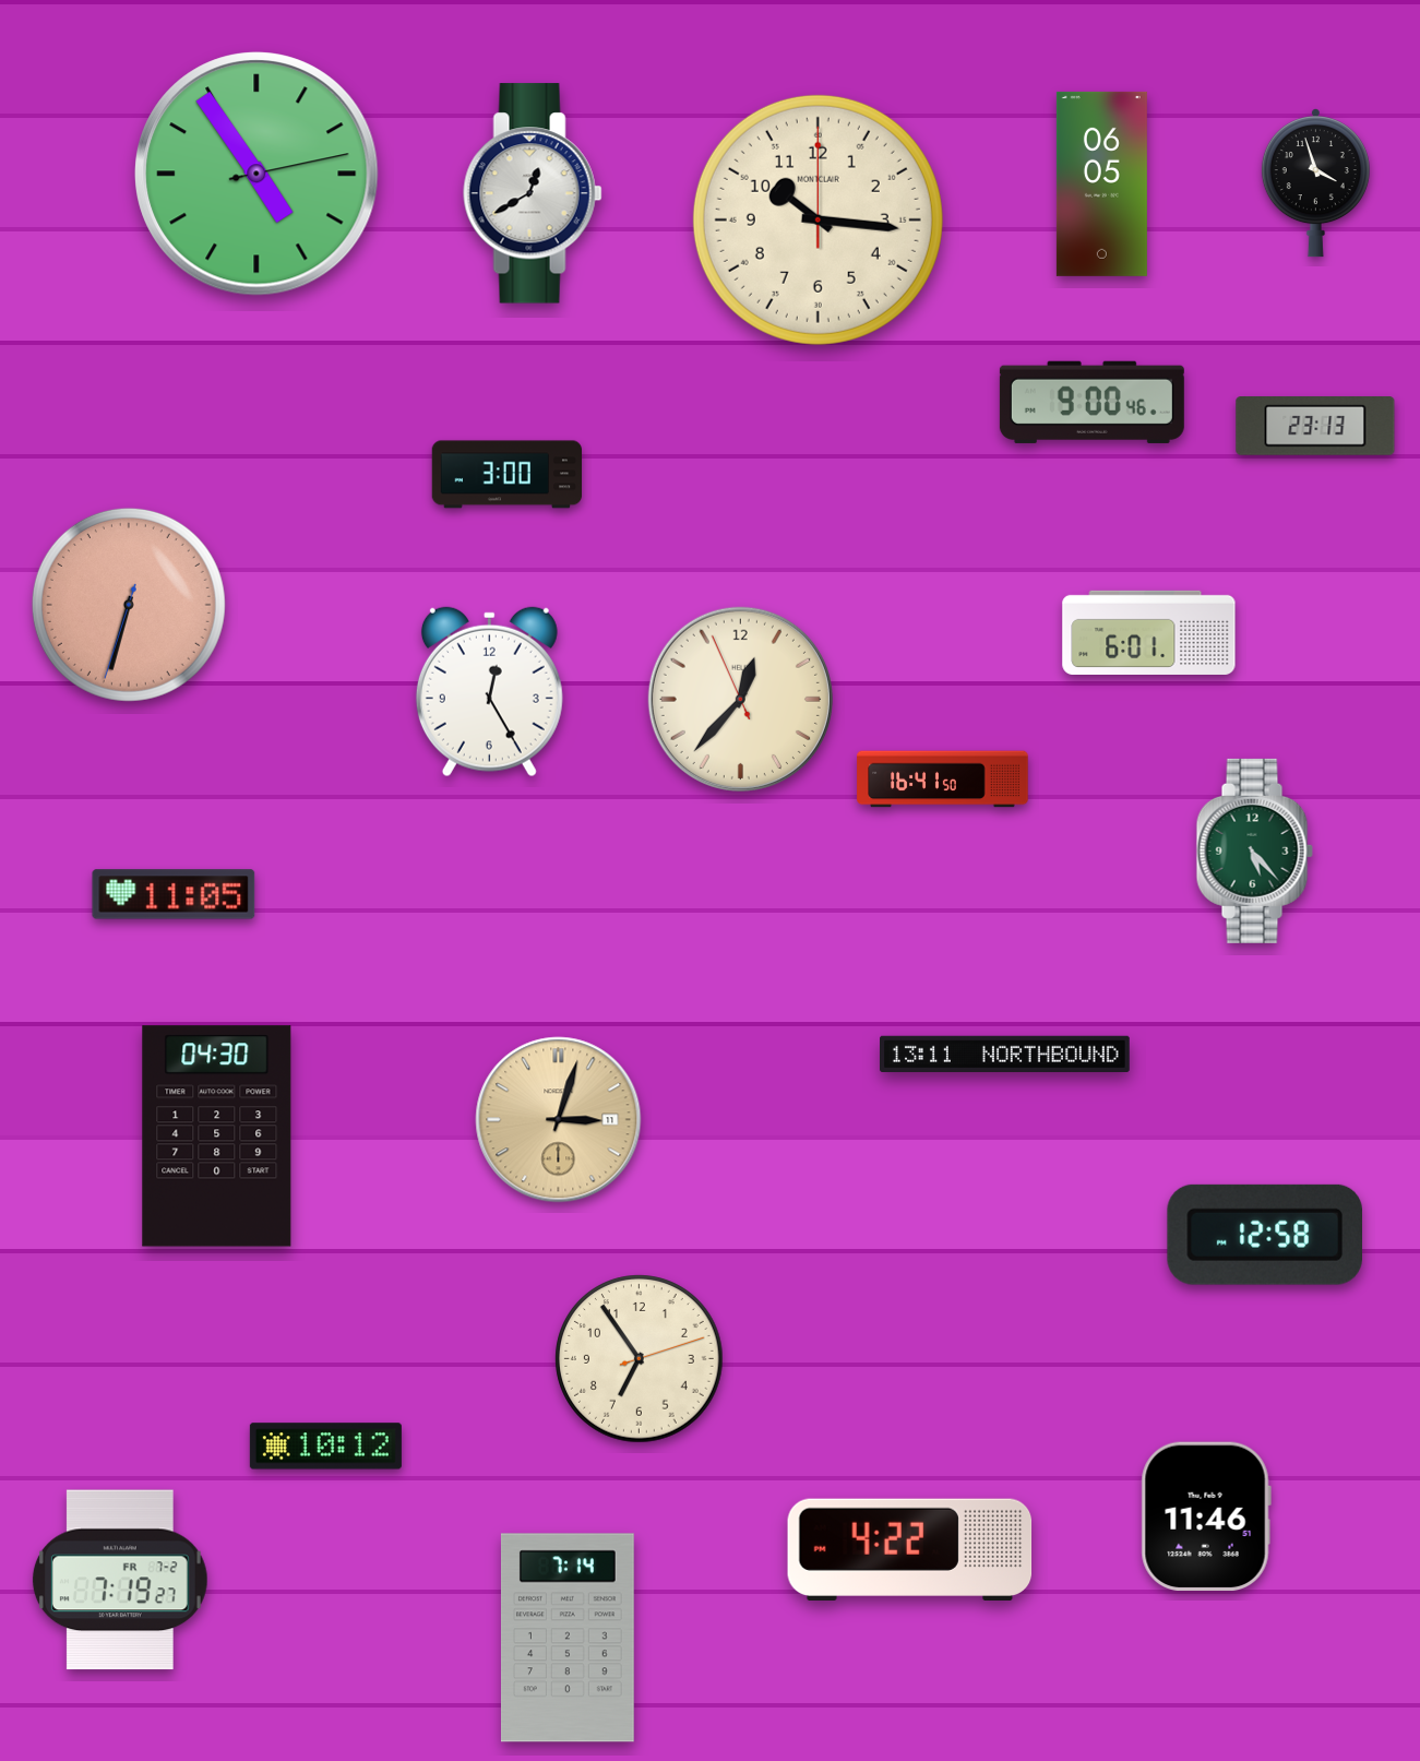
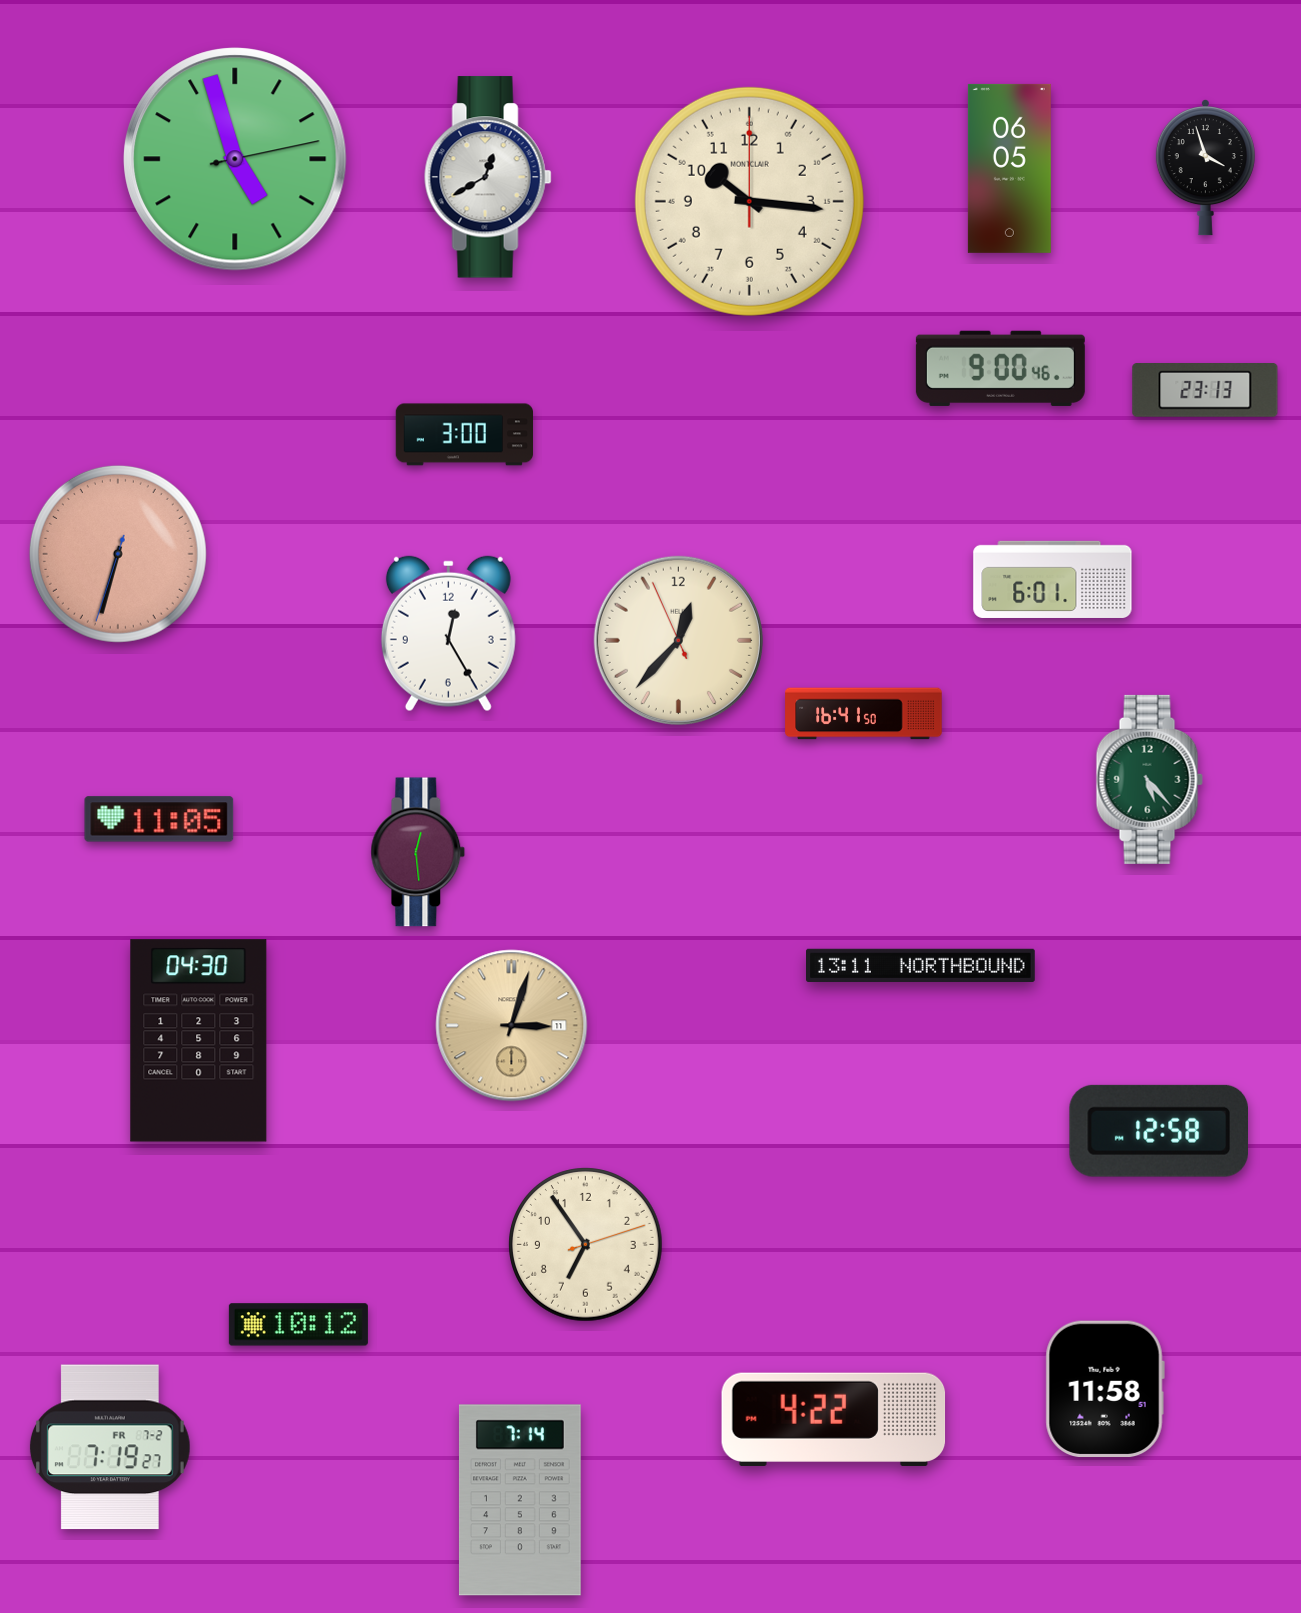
clock at (256, 174): 4:54 -> 4:57
clock at (418, 852): none -> 12:29
clock at (1206, 1516): 11:46 -> 11:58
